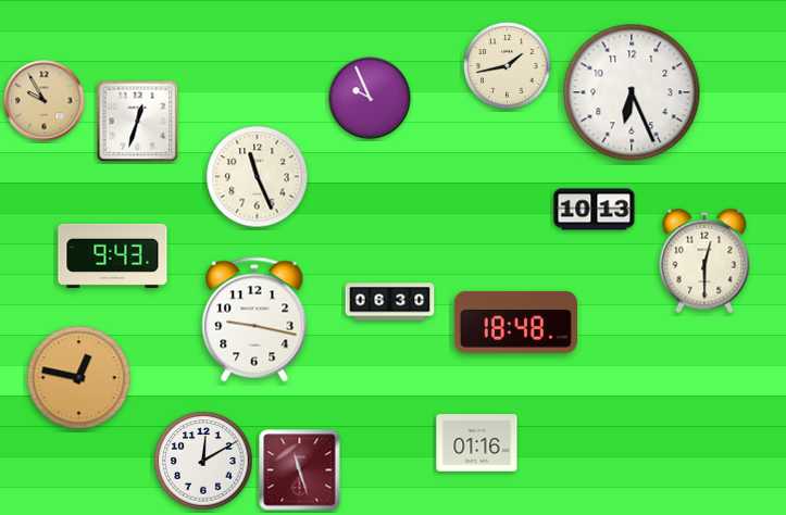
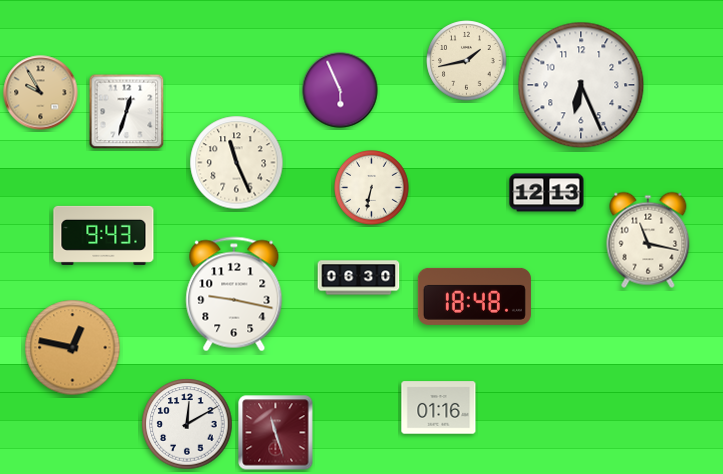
clock at (370, 98): 9:56 -> 5:56
clock at (372, 188): none -> 6:32
clock at (595, 210): 10:13 -> 12:13
clock at (704, 261): 12:30 -> 11:17
